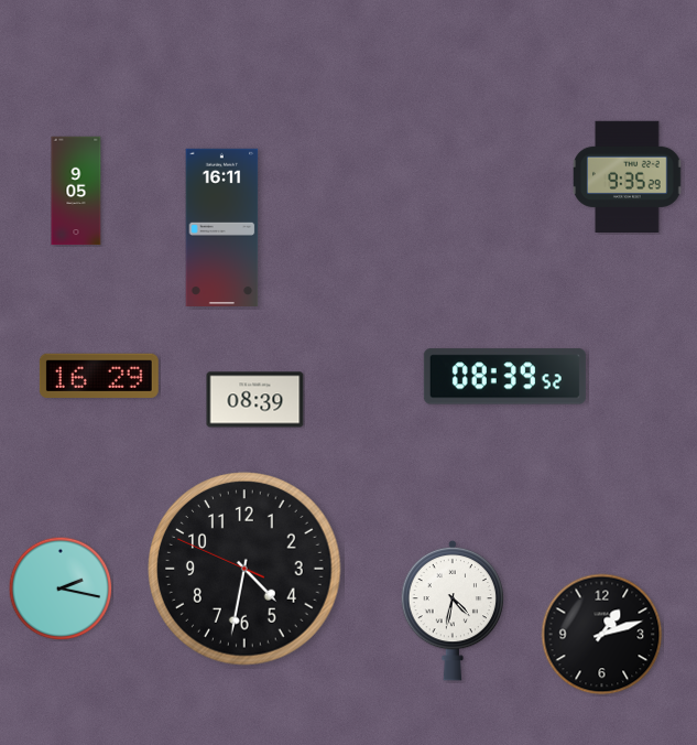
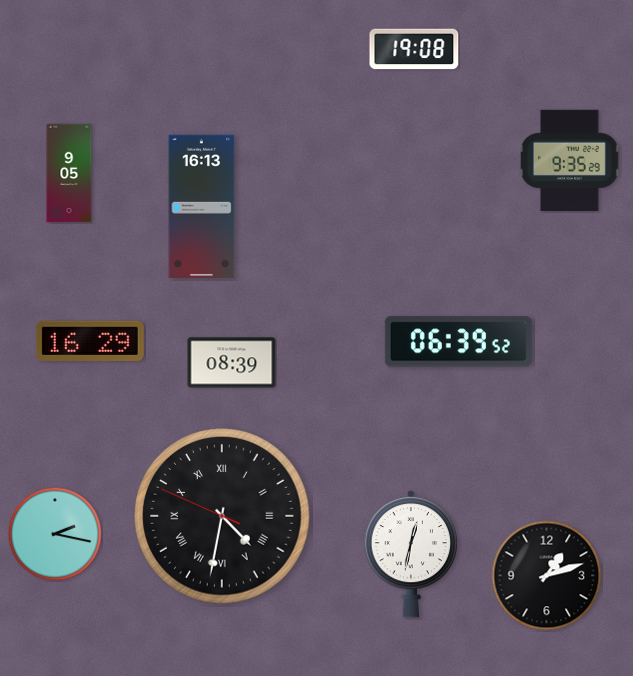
clock at (414, 49): none -> 19:08
clock at (222, 227): 16:11 -> 16:13
clock at (504, 377): 08:39 -> 06:39
clock at (244, 569) numerals: Arabic -> Roman
clock at (453, 611): 4:32 -> 12:32
